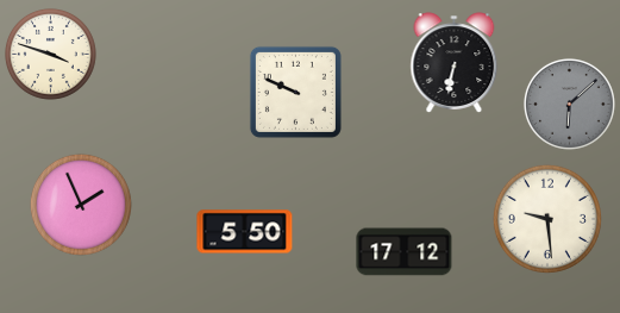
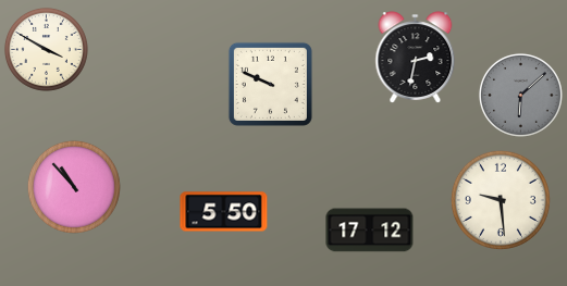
clock at (50, 54): 3:48 -> 3:50
clock at (455, 63): 6:32 -> 2:32
clock at (81, 205): 1:56 -> 10:53
